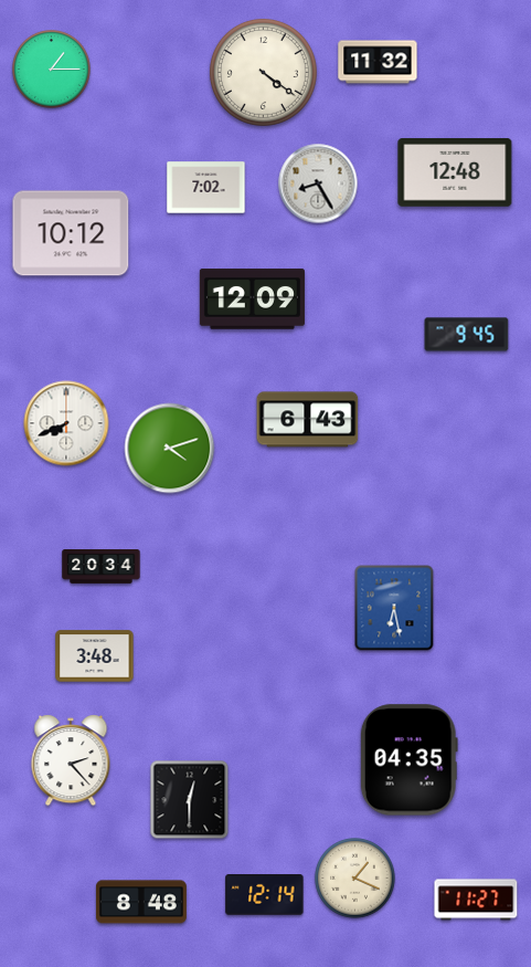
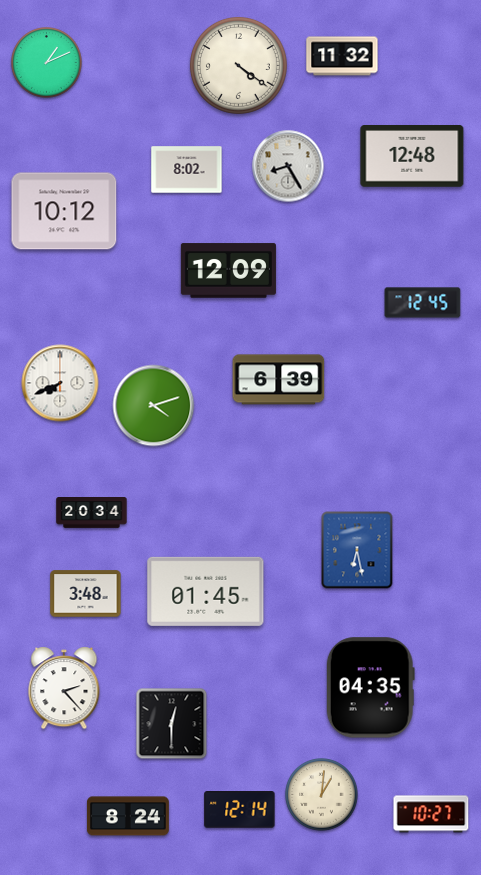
clock at (52, 70): 1:15 -> 1:11
clock at (206, 188): 7:02 -> 8:02
clock at (467, 335): 9:45 -> 12:45
clock at (308, 420): 6:43 -> 6:39
clock at (206, 591): none -> 01:45
clock at (355, 879): 1:19 -> 1:01
clock at (476, 900): 11:27 -> 10:27
clock at (141, 902): 8:48 -> 8:24
